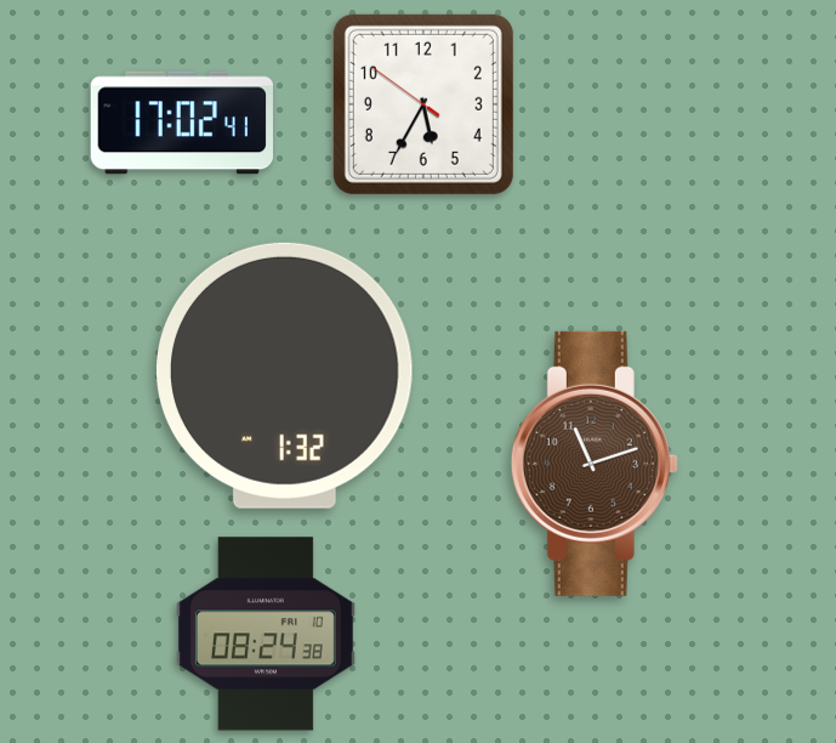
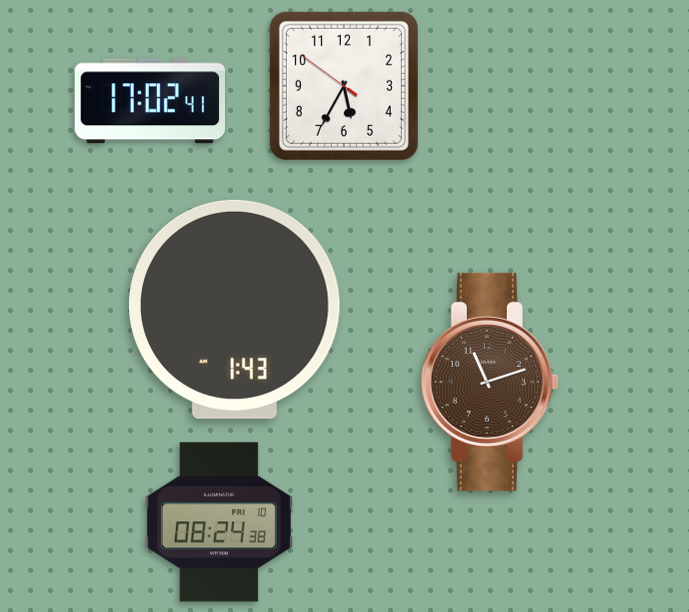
clock at (423, 104) position: (423, 104) -> (344, 86)
clock at (285, 375): 1:32 -> 1:43
